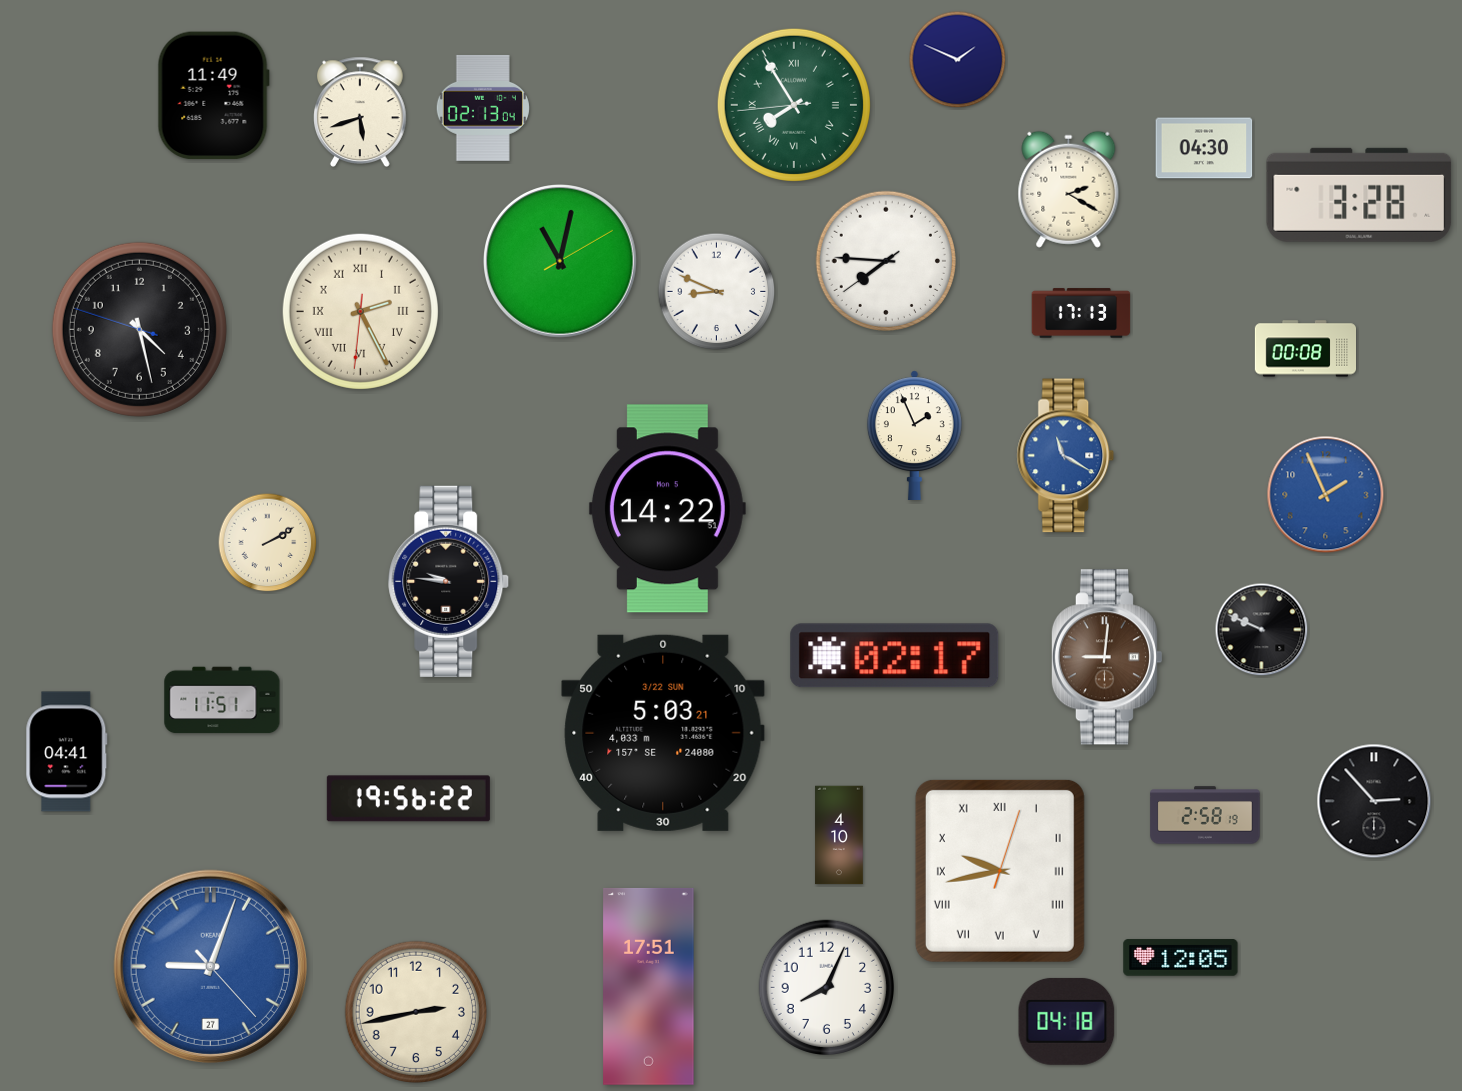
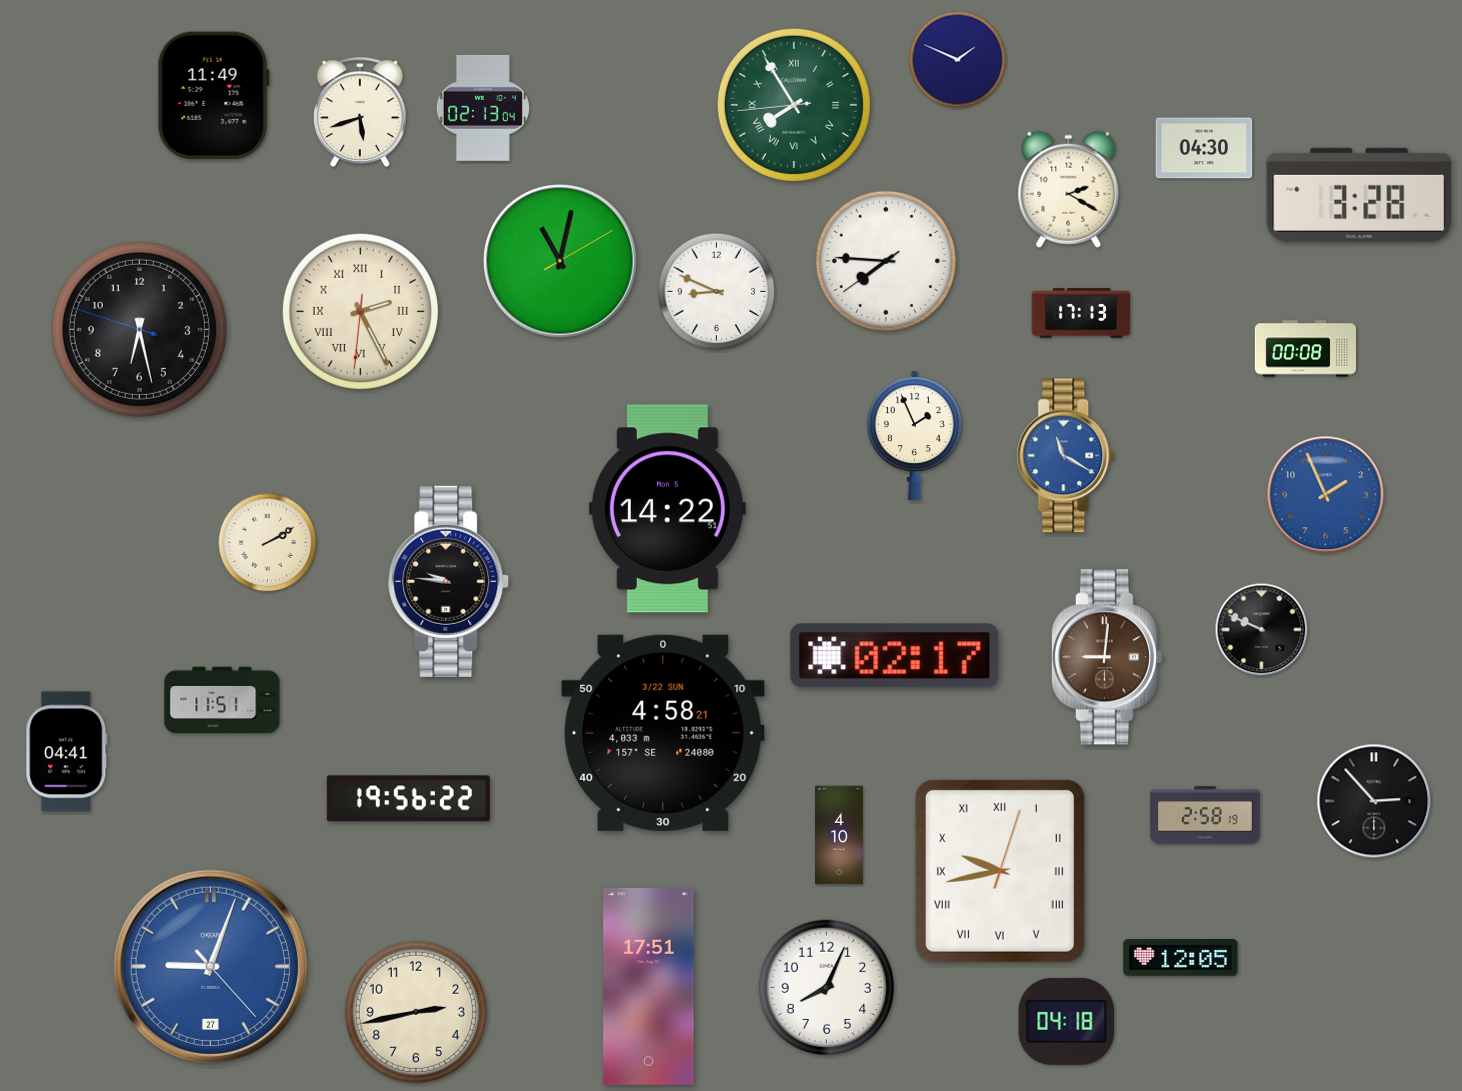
clock at (139, 329): 4:27 -> 6:27
clock at (663, 733): 5:03 -> 4:58
